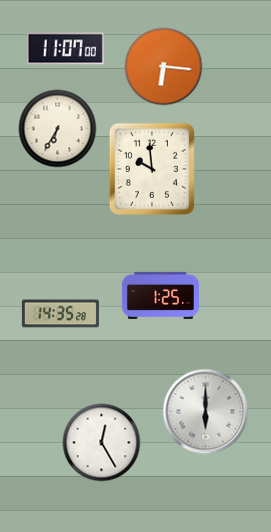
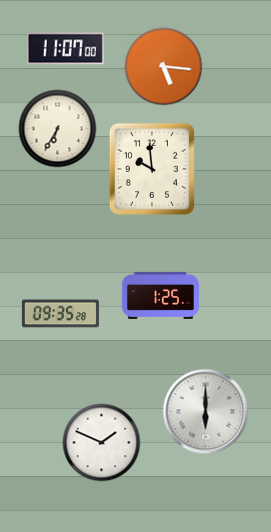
clock at (163, 66): 6:16 -> 5:16
clock at (60, 314): 14:35 -> 09:35
clock at (101, 442): 12:25 -> 1:49
